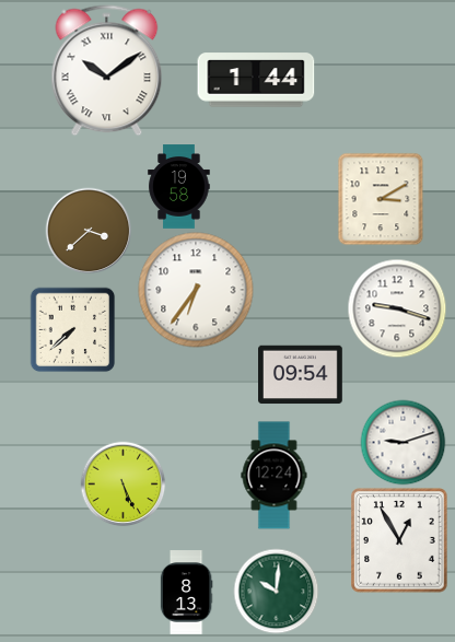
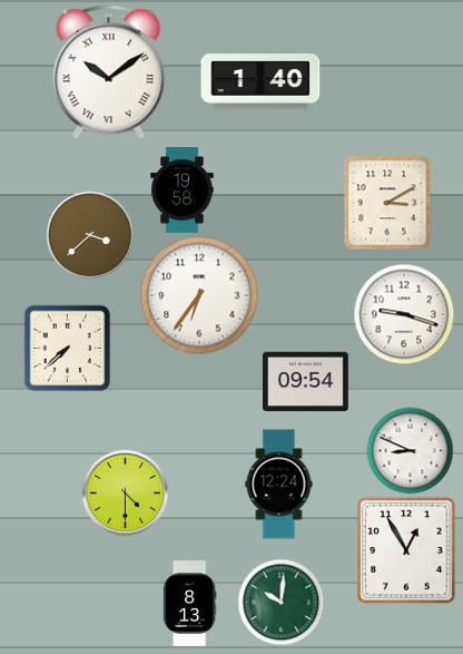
clock at (256, 80): 1:44 -> 1:40
clock at (72, 329) position: (72, 329) -> (67, 348)
clock at (402, 442): 9:12 -> 8:49
clock at (122, 483): 5:26 -> 4:30
